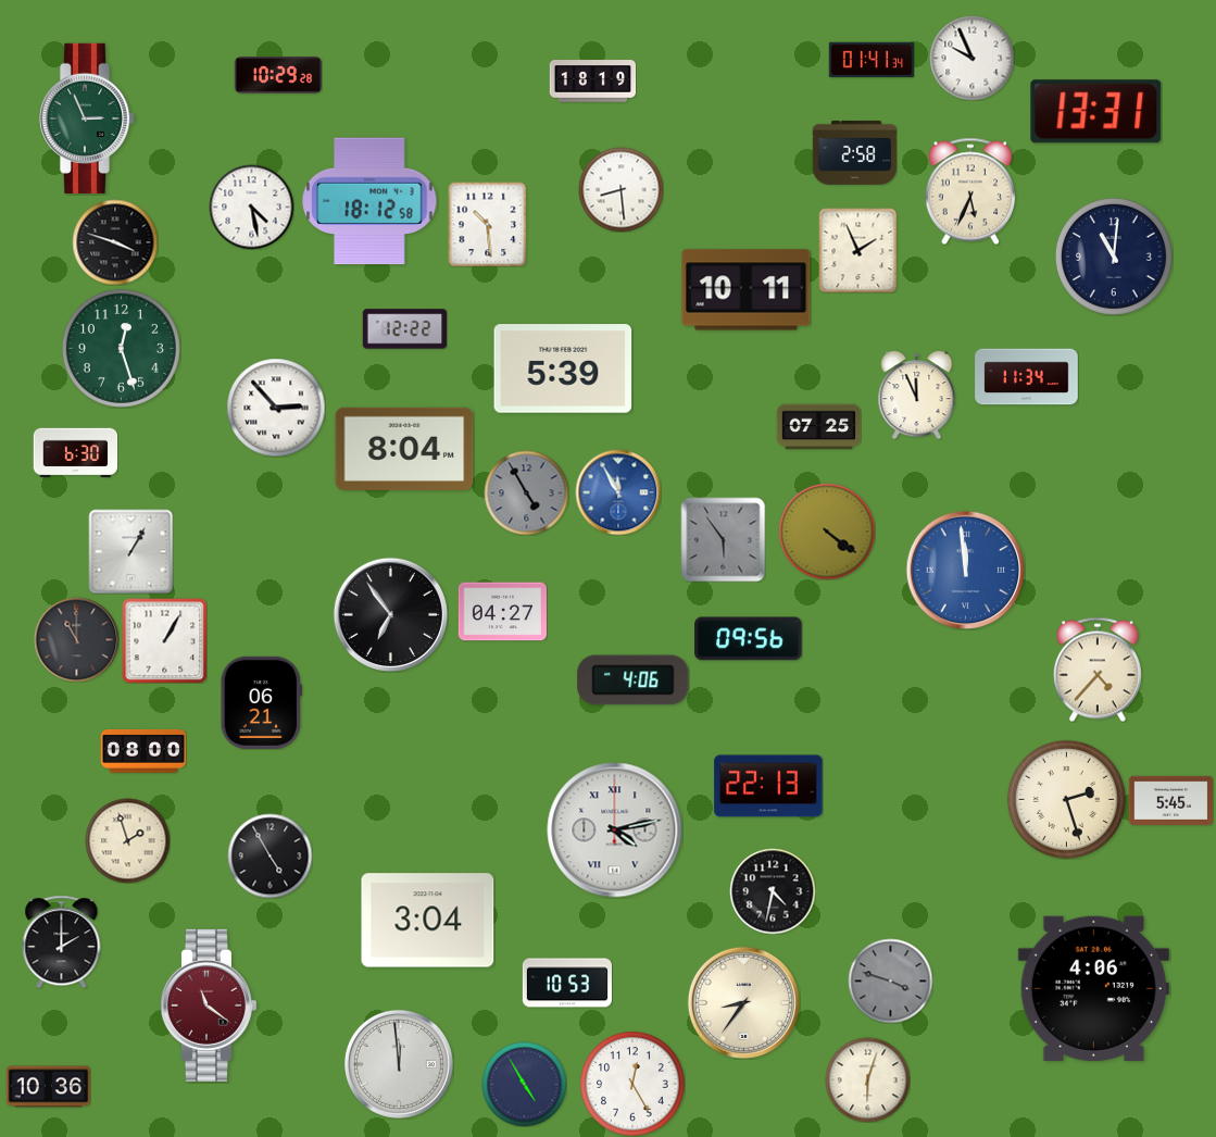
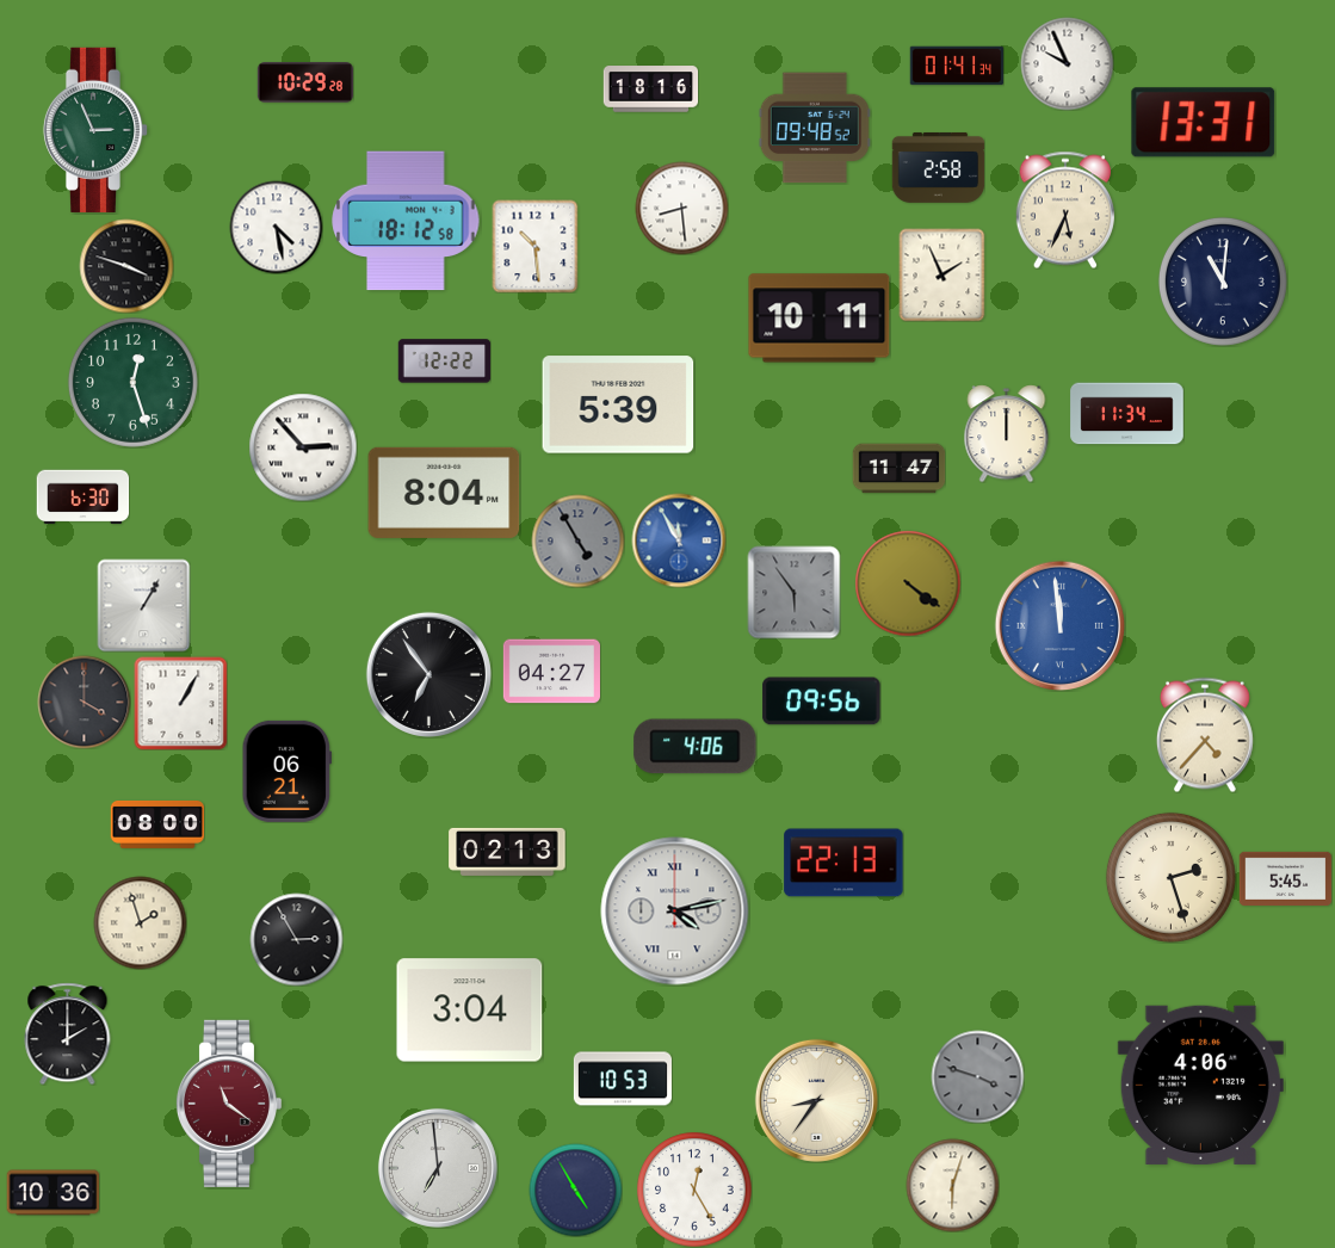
clock at (592, 82): 18:19 -> 18:16
clock at (815, 128): none -> 09:48
clock at (917, 395): 11:56 -> 12:00
clock at (818, 427): 07:25 -> 11:47
clock at (76, 639): 11:00 -> 4:00
clock at (507, 852): none -> 02:13
clock at (269, 855): 4:55 -> 2:55
clock at (773, 891): 4:32 -> none
clock at (399, 1064): 11:59 -> 6:59
